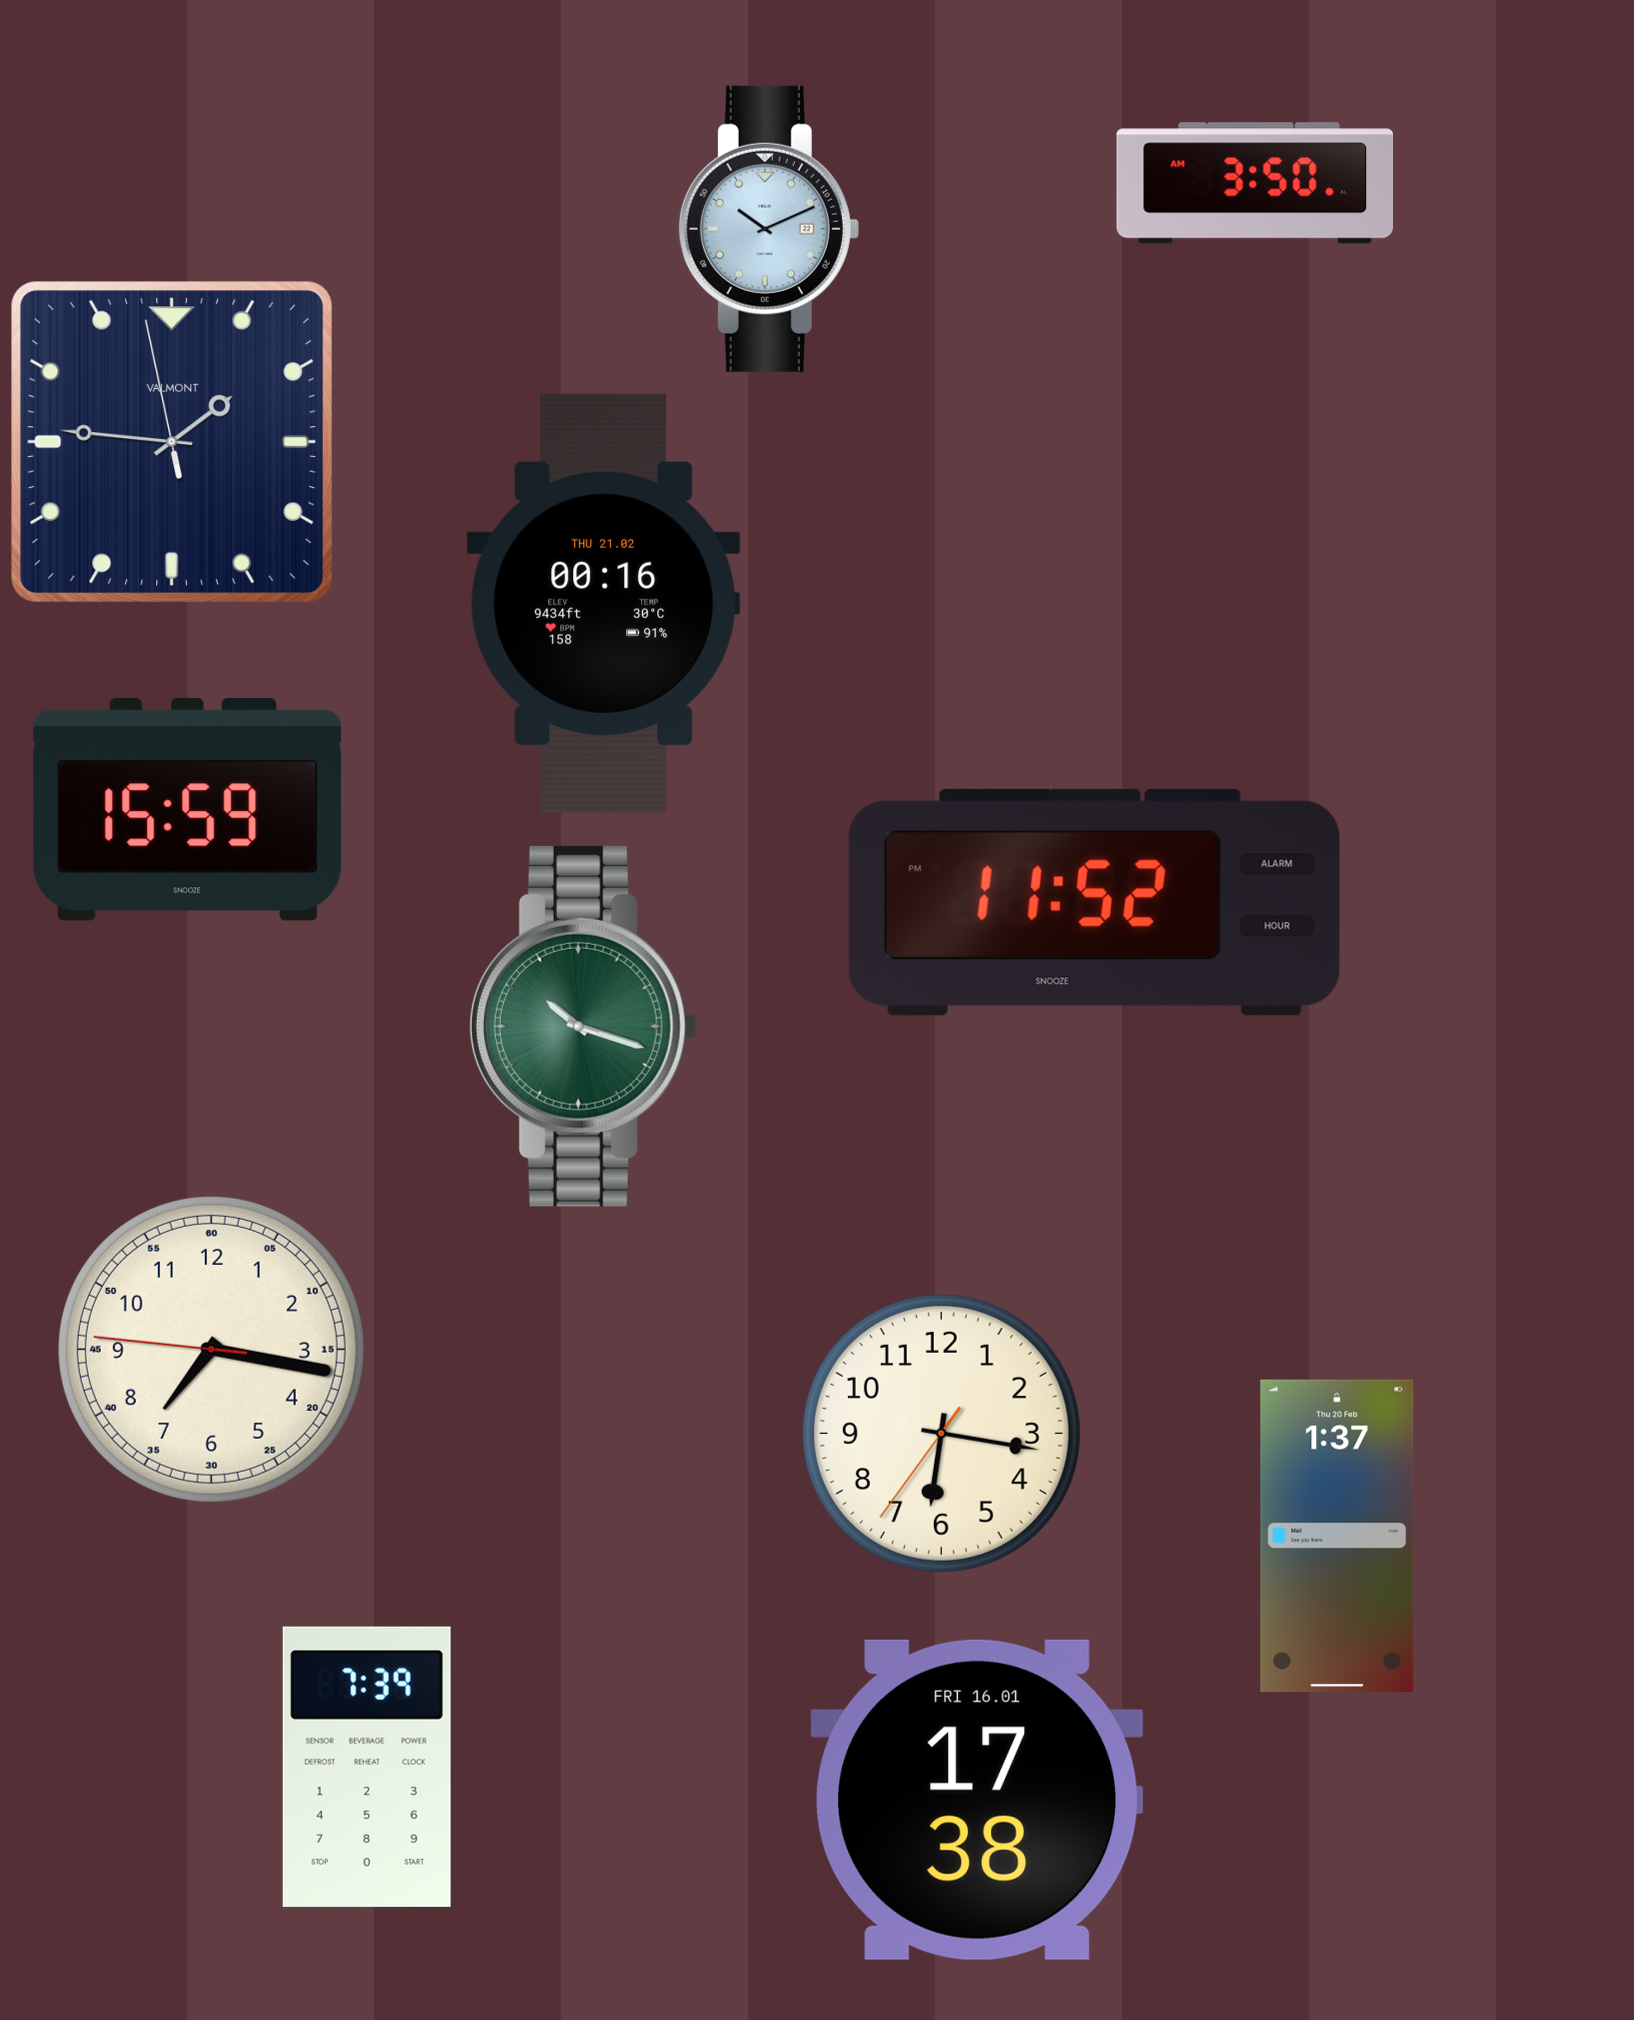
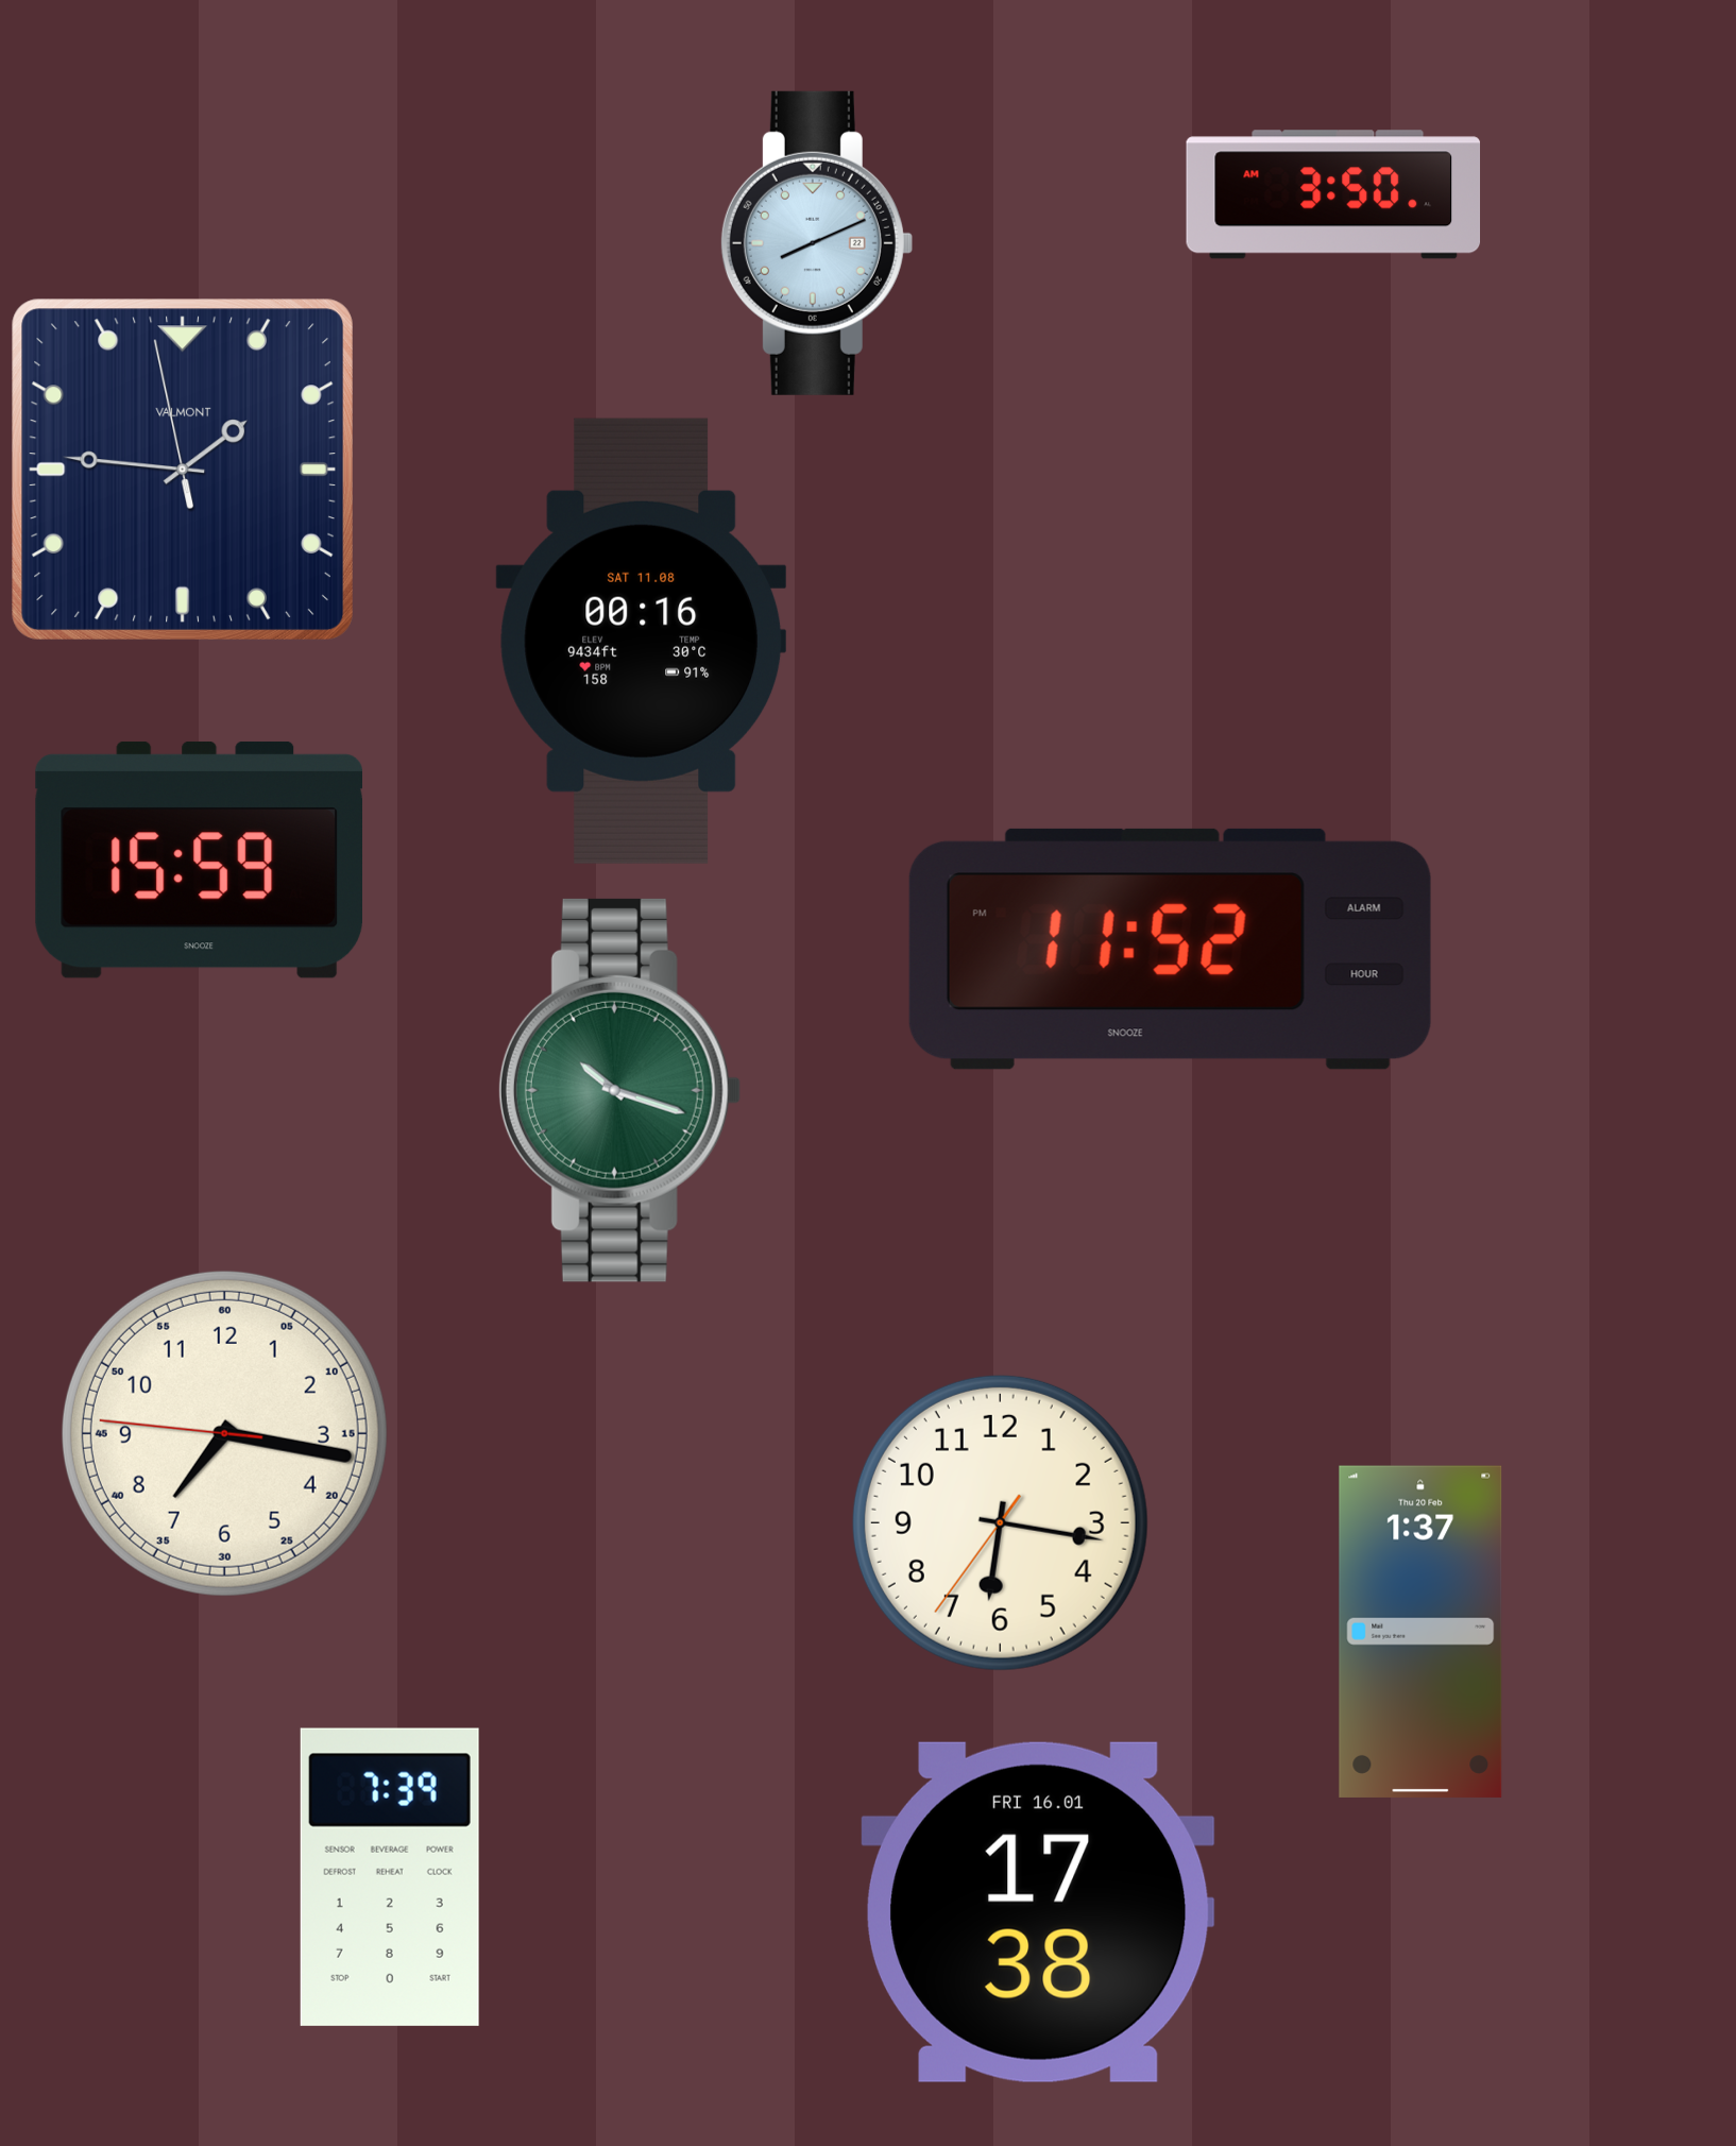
clock at (768, 229): 10:11 -> 8:11
clock at (604, 603) date: THU 21.02 -> SAT 11.08
clock at (1094, 902) position: (1094, 902) -> (1170, 949)
